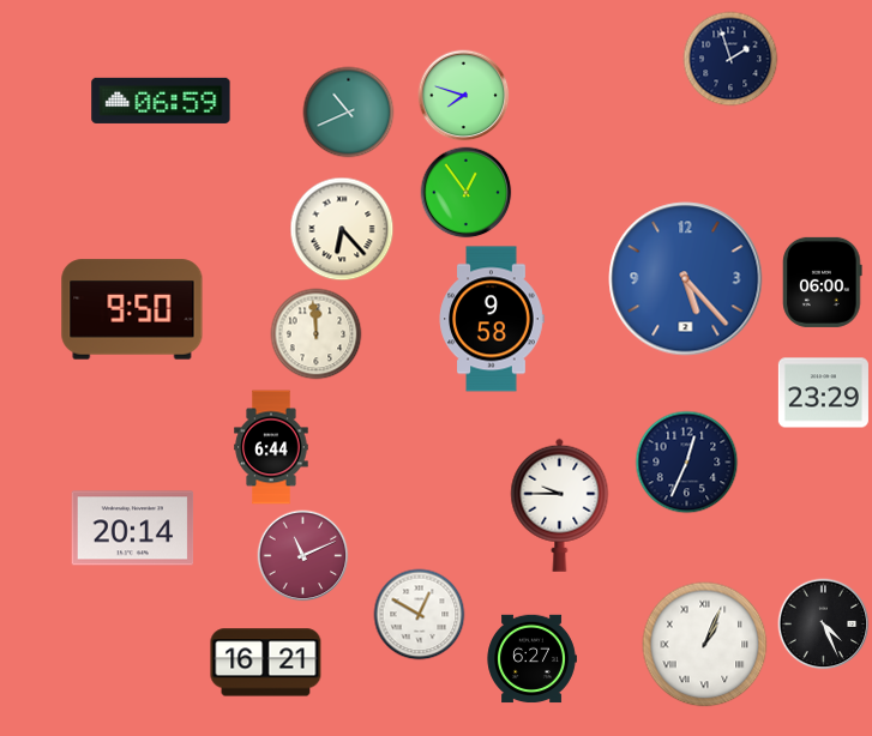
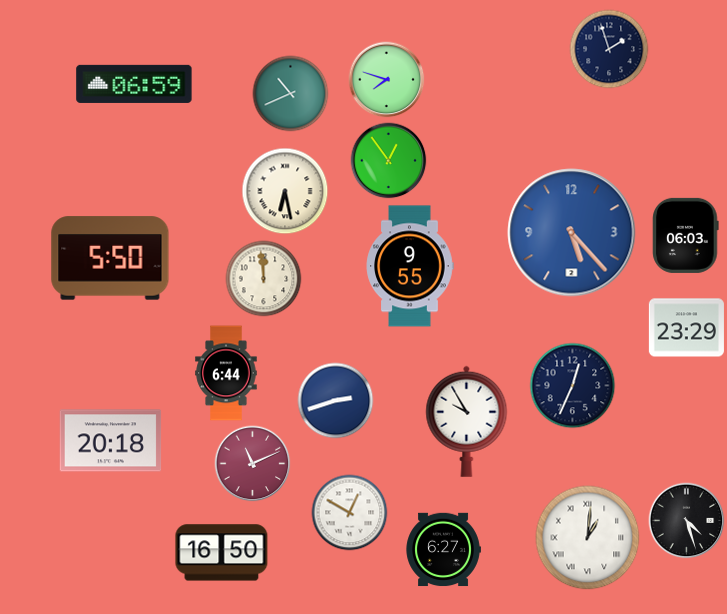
clock at (342, 229): 6:23 -> 6:28
clock at (823, 282): 06:00 -> 06:03
clock at (132, 309): 9:50 -> 5:50
clock at (492, 319): 9:58 -> 9:55
clock at (336, 401): none -> 2:42
clock at (560, 505): 9:45 -> 9:55
clock at (133, 529): 20:14 -> 20:18
clock at (824, 625): 4:26 -> 4:27
clock at (705, 645): 1:04 -> 1:01
clock at (266, 663): 16:21 -> 16:50
